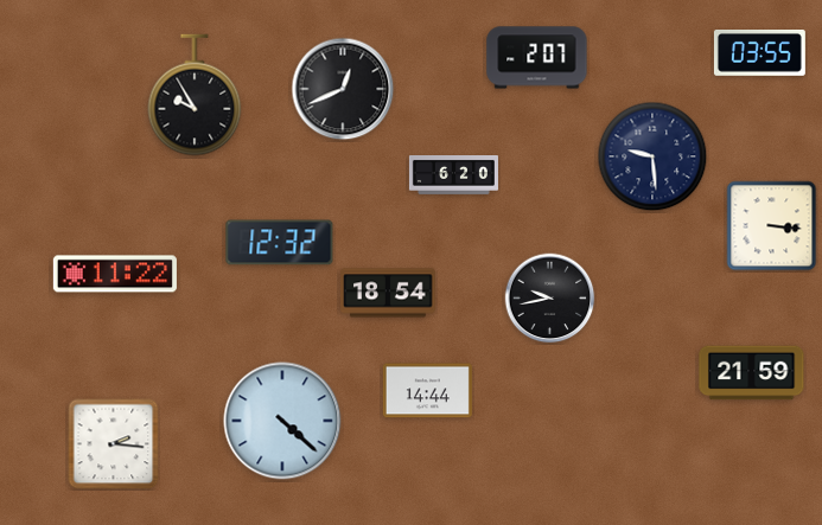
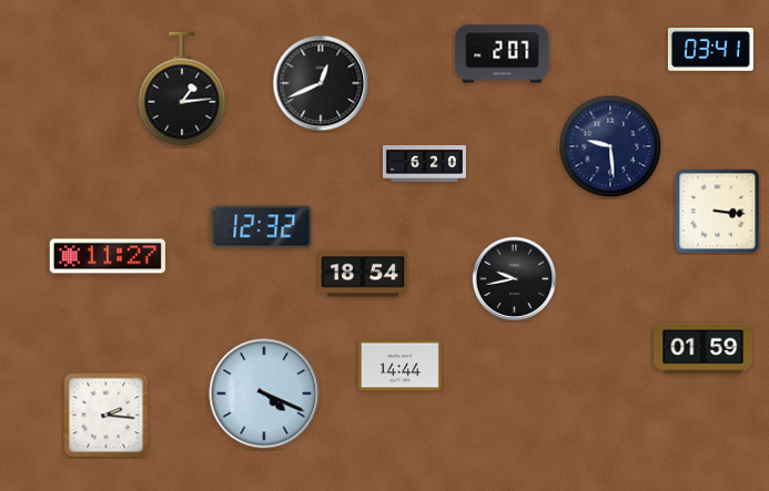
clock at (759, 53): 03:55 -> 03:41
clock at (195, 95): 9:55 -> 1:14
clock at (772, 226) position: (772, 226) -> (718, 212)
clock at (115, 274): 11:22 -> 11:27
clock at (752, 373): 21:59 -> 01:59
clock at (282, 421): 4:22 -> 4:19
